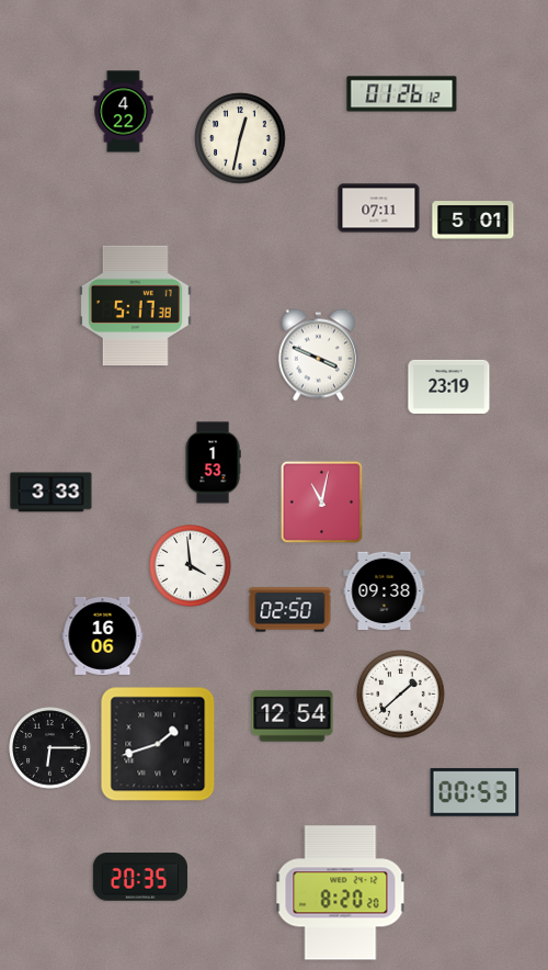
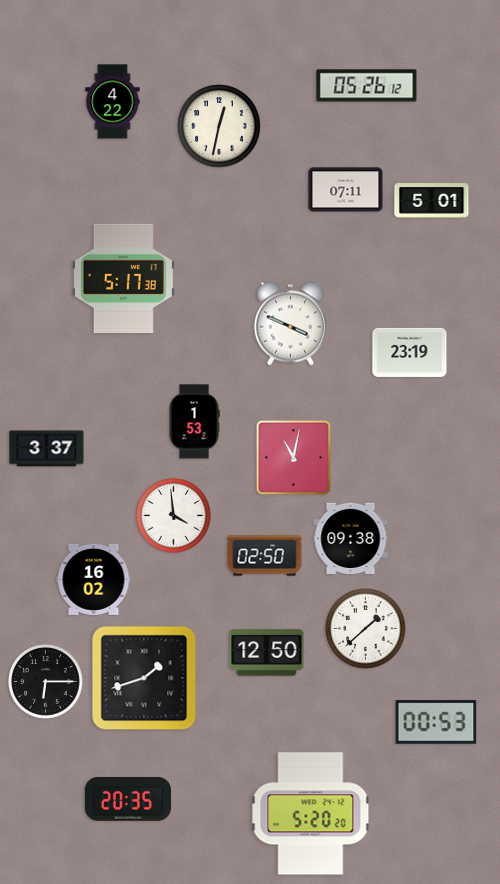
clock at (402, 94): 01:26 -> 05:26
clock at (52, 493): 3:33 -> 3:37
clock at (103, 635): 16:06 -> 16:02
clock at (401, 695) position: (401, 695) -> (366, 629)
clock at (293, 717): 12:54 -> 12:50
clock at (475, 792) position: (475, 792) -> (436, 722)
clock at (341, 893): 8:20 -> 5:20
